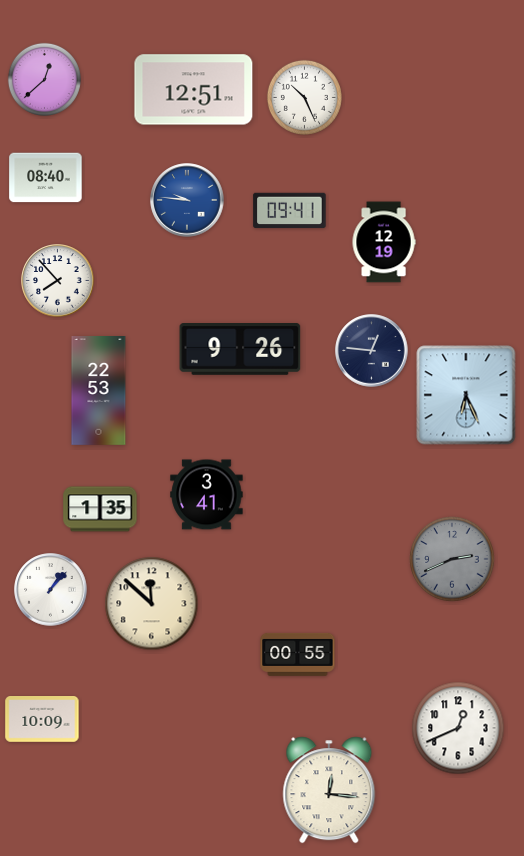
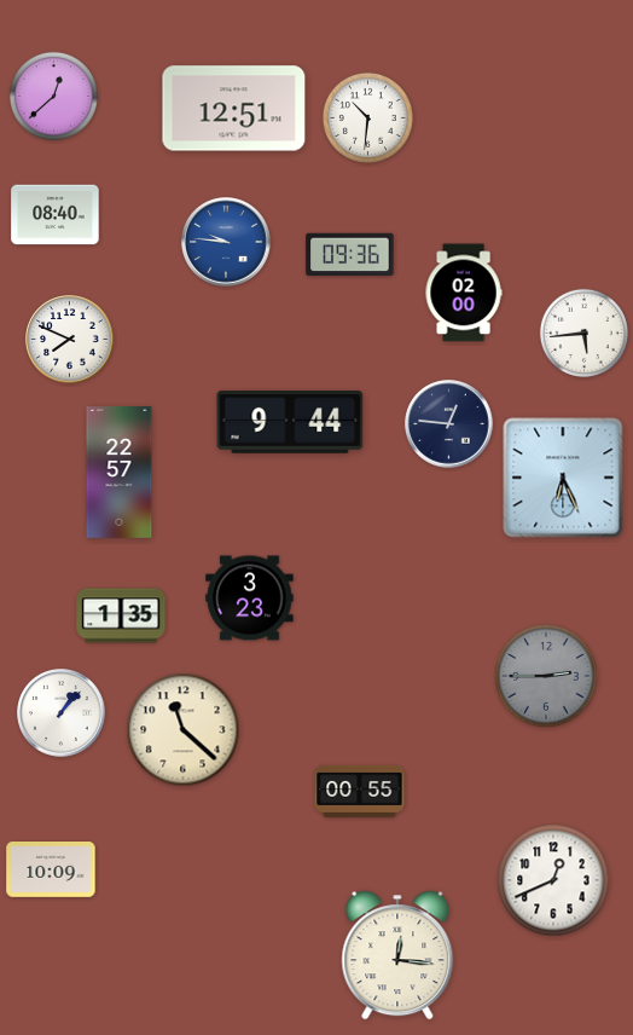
clock at (304, 97): 10:26 -> 10:31
clock at (290, 211): 09:41 -> 09:36
clock at (384, 242): 12:19 -> 02:00
clock at (583, 333): none -> 5:44
clock at (58, 281): 7:53 -> 7:49
clock at (240, 350): 9:26 -> 9:44
clock at (99, 391): 22:53 -> 22:57
clock at (207, 495): 3:41 -> 3:23
clock at (452, 559): 2:41 -> 2:45
clock at (152, 604): 11:52 -> 11:22
